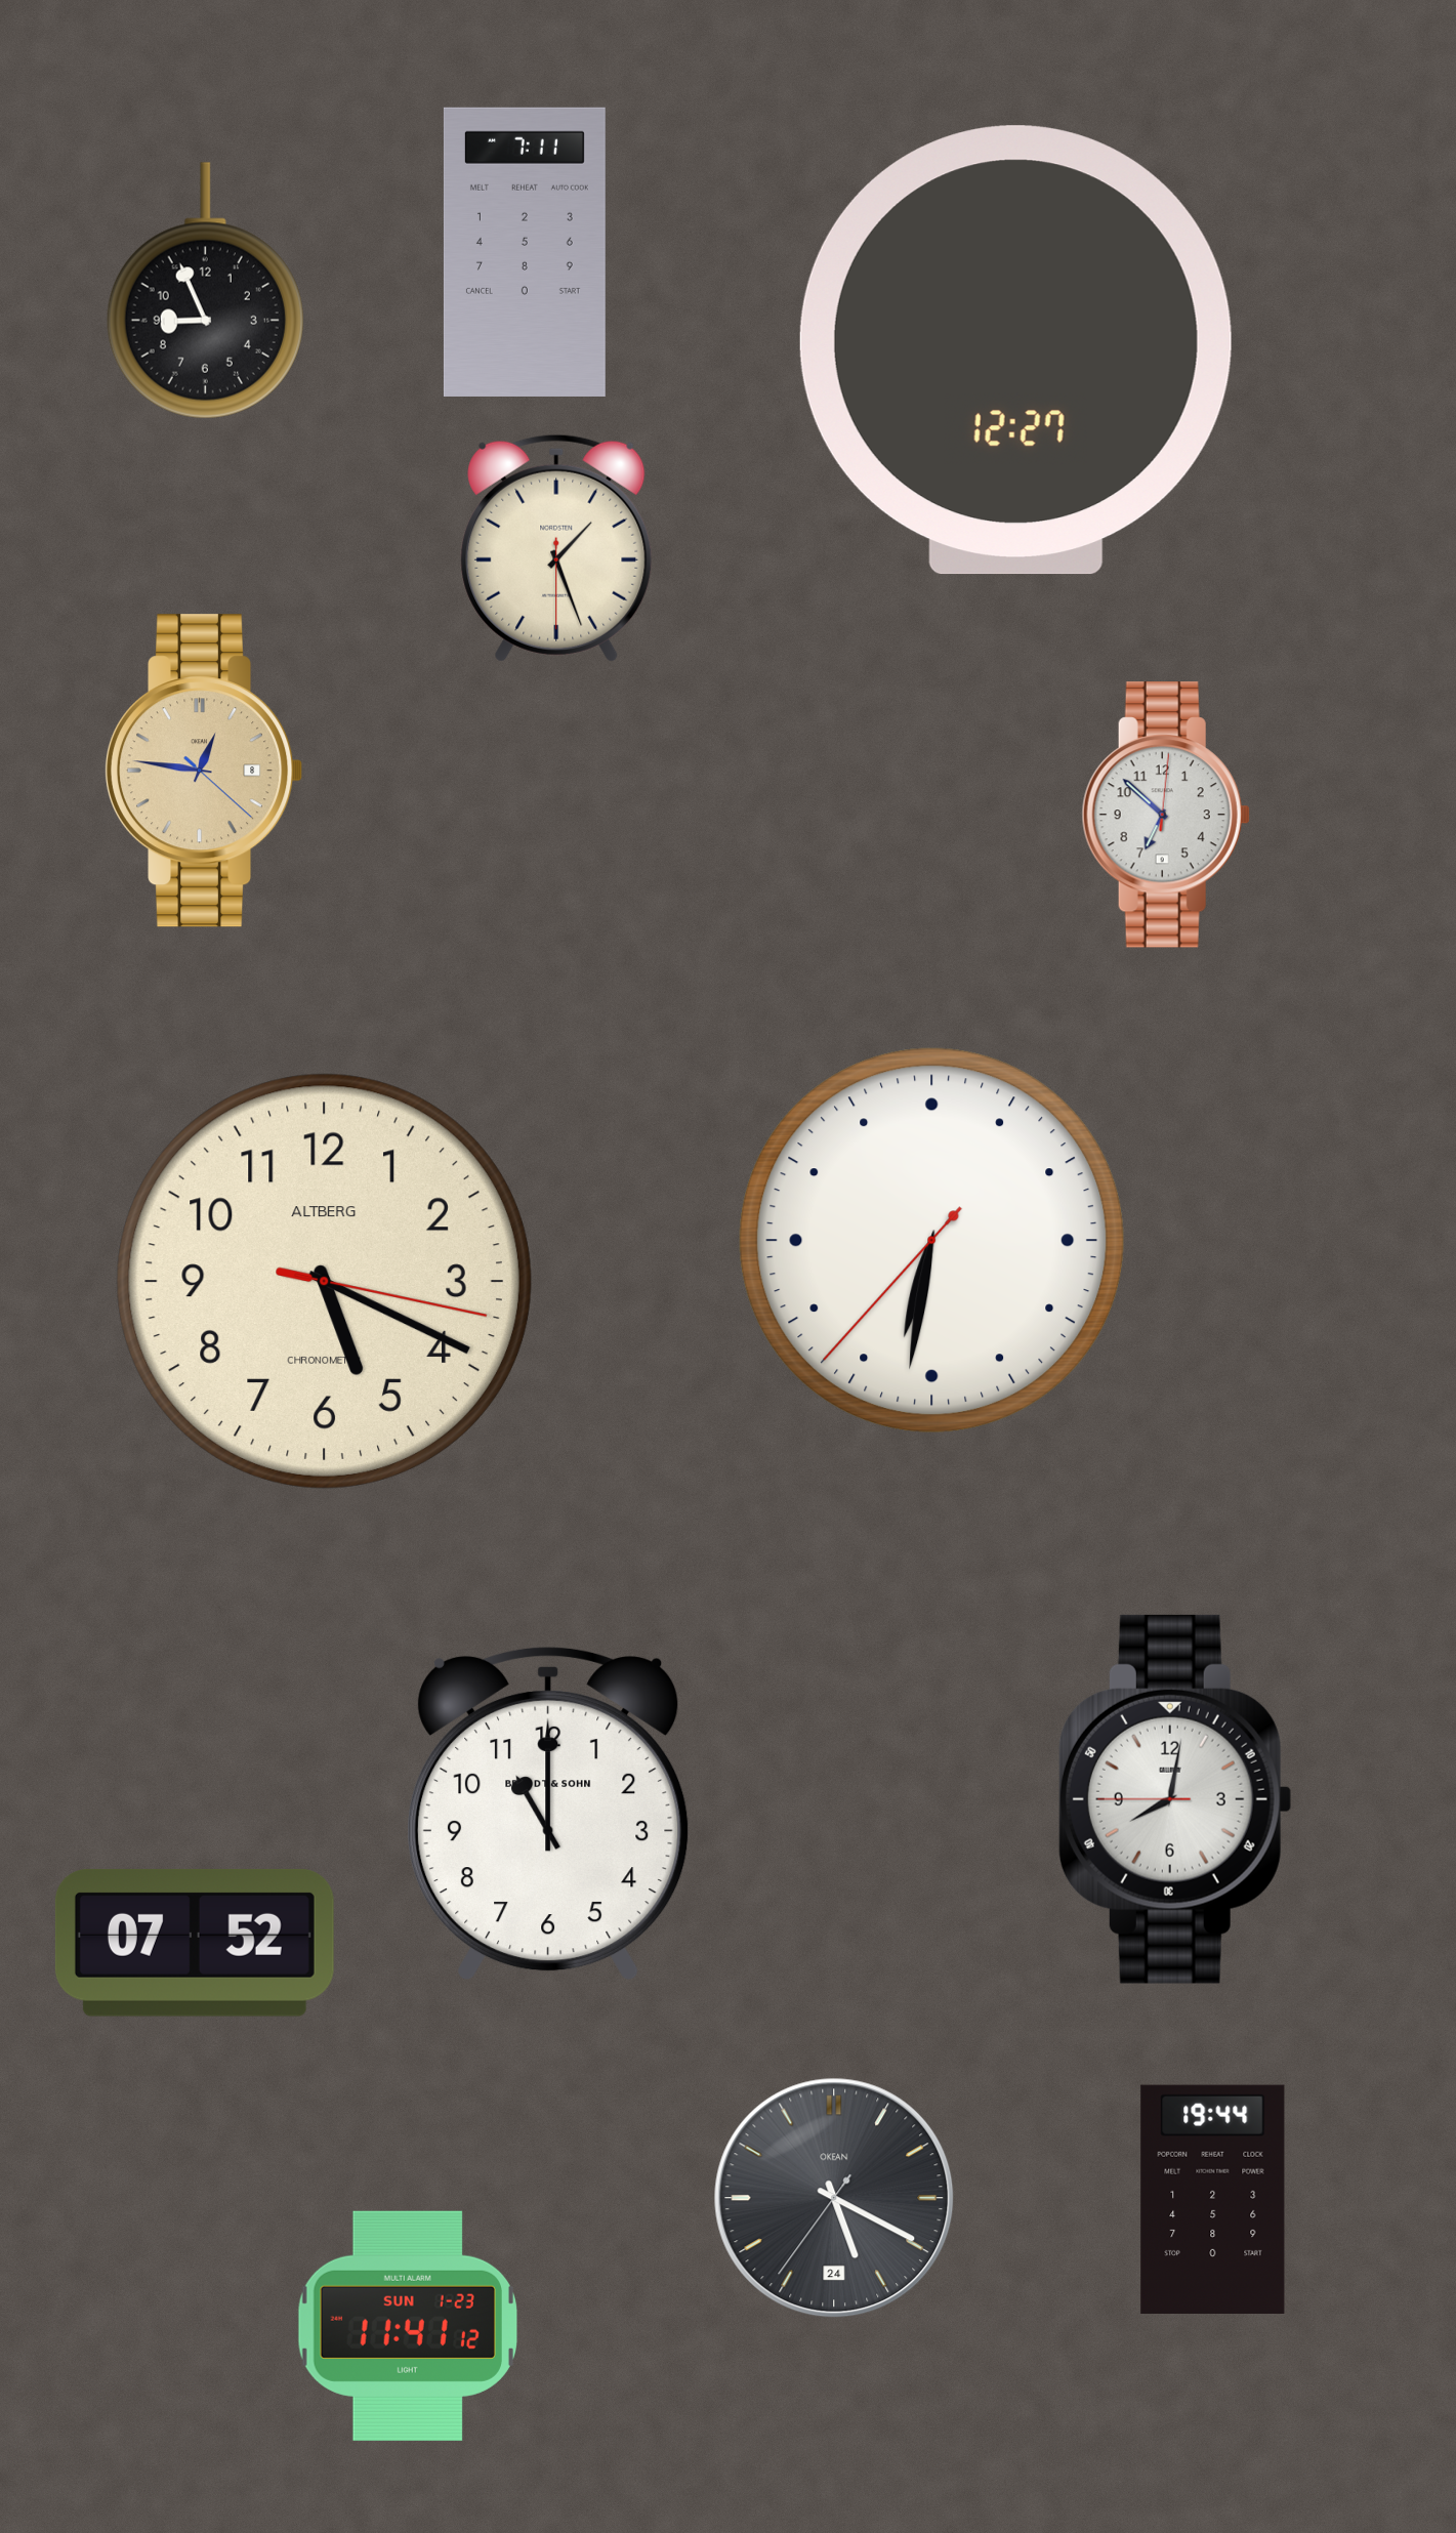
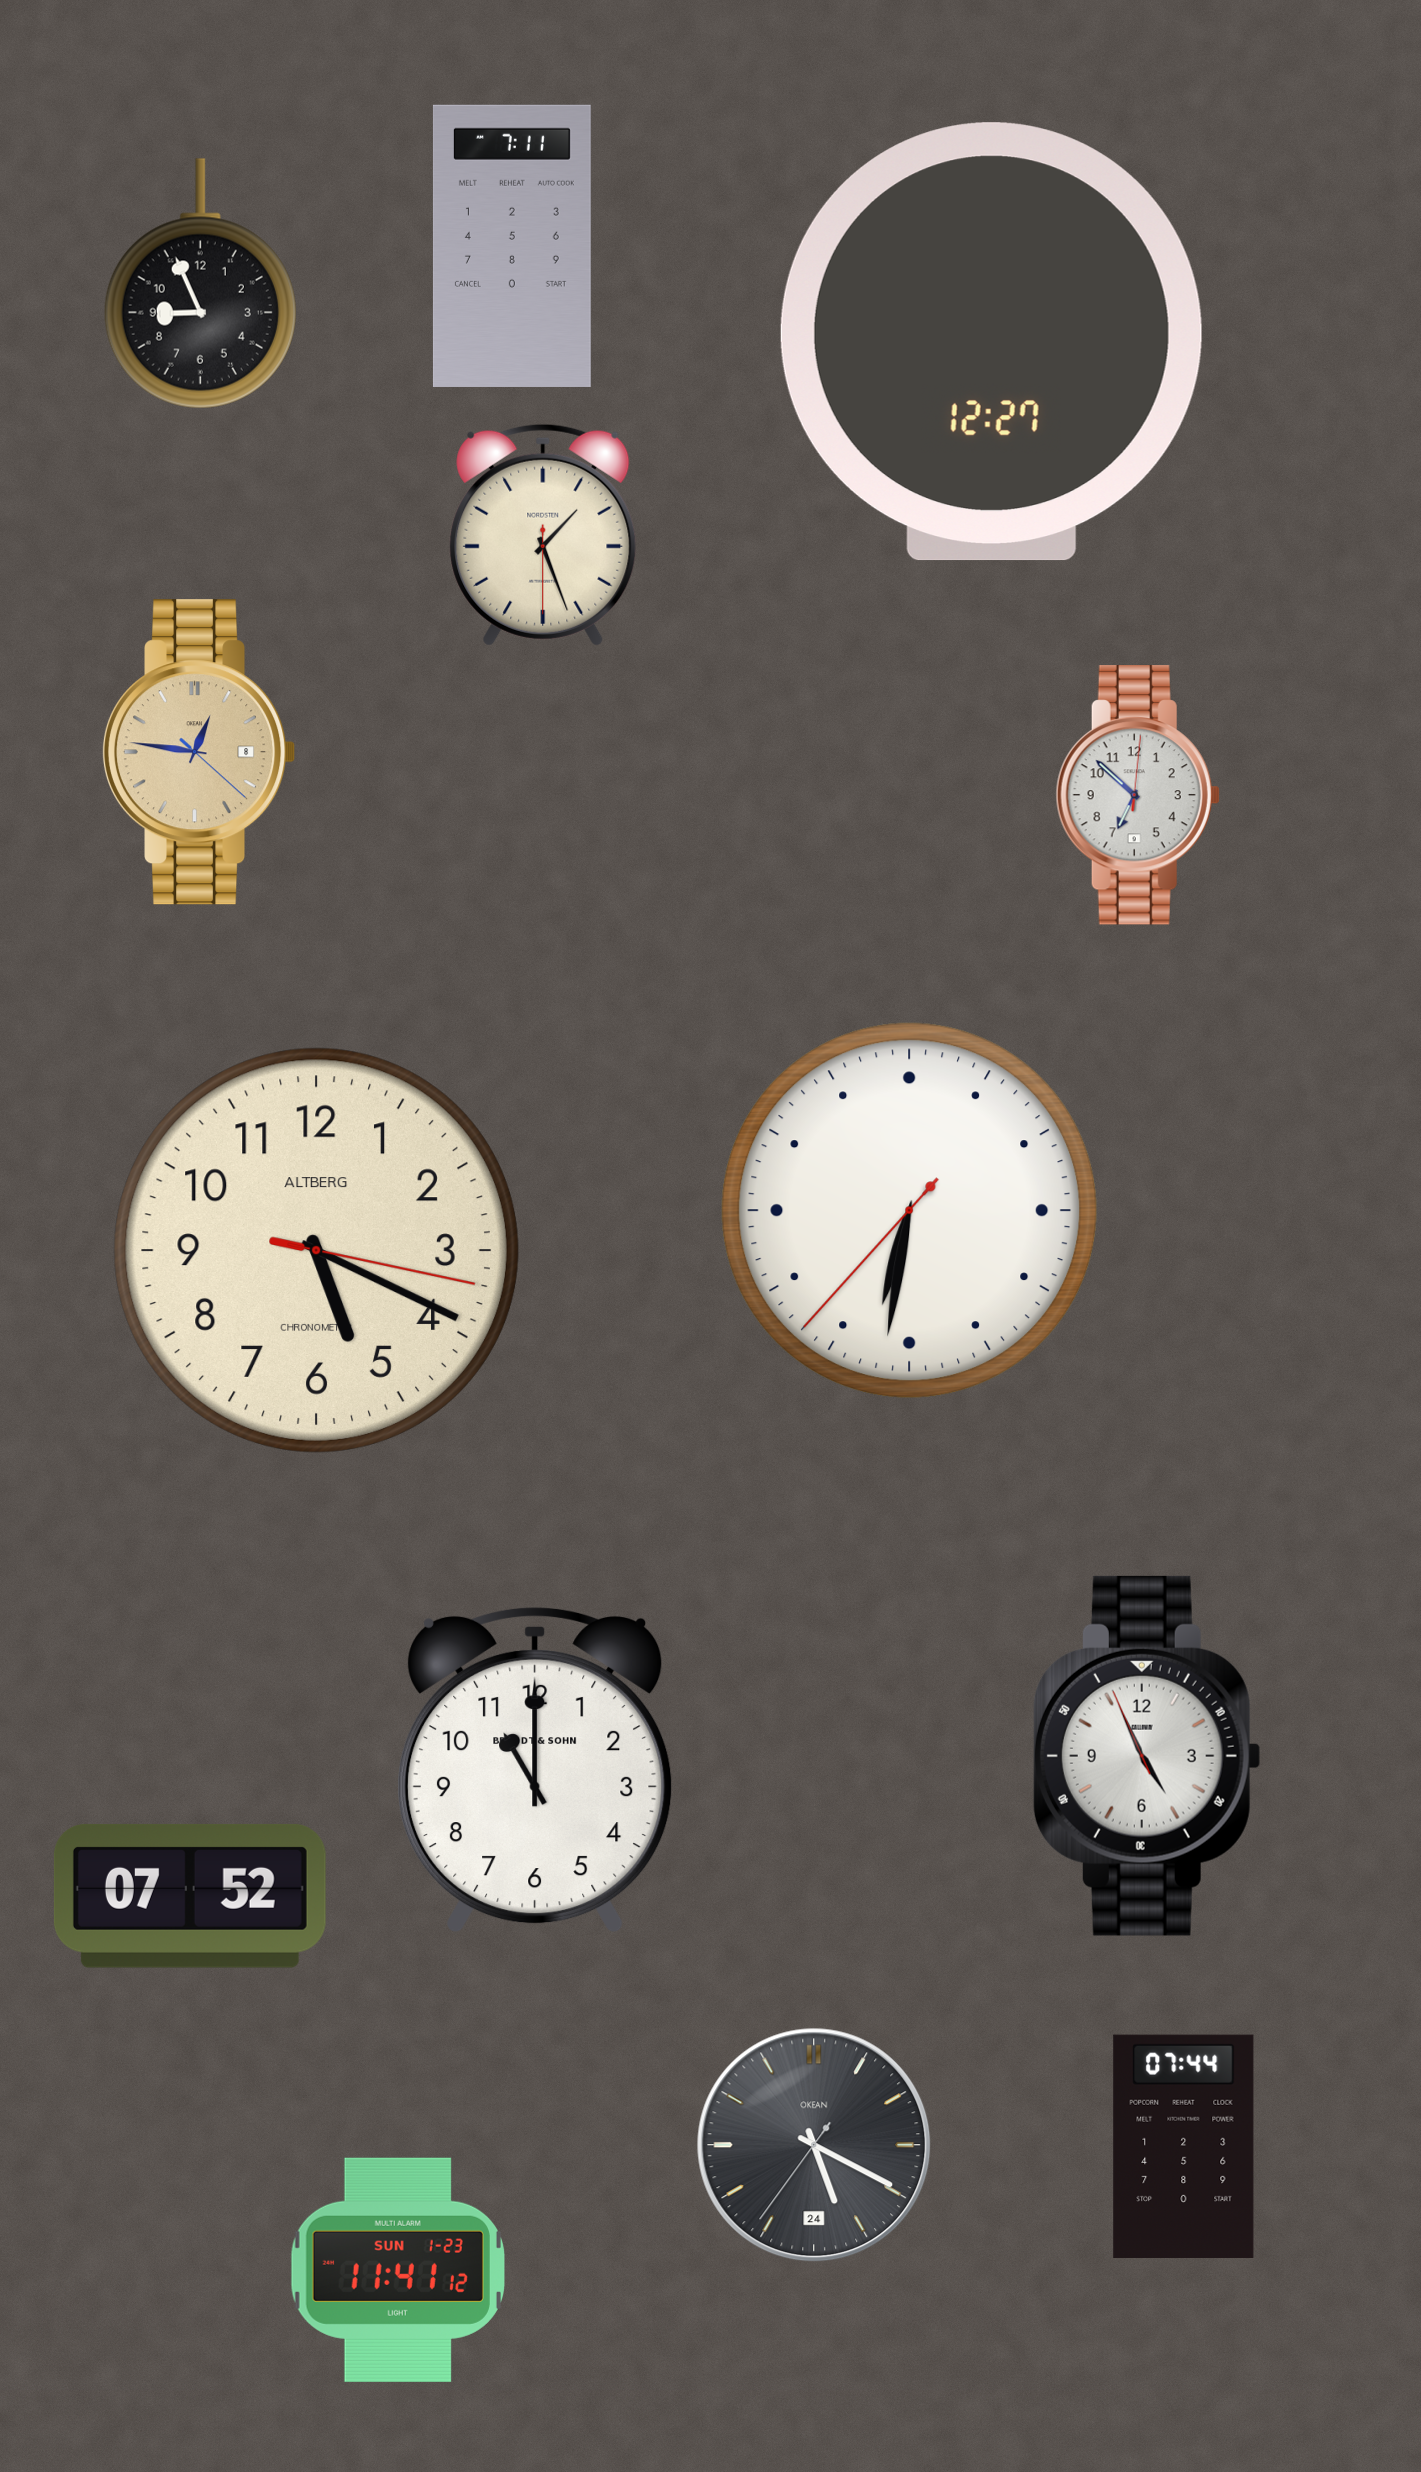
clock at (1175, 1799): 8:01 -> 4:55
clock at (1213, 2199): 19:44 -> 07:44
